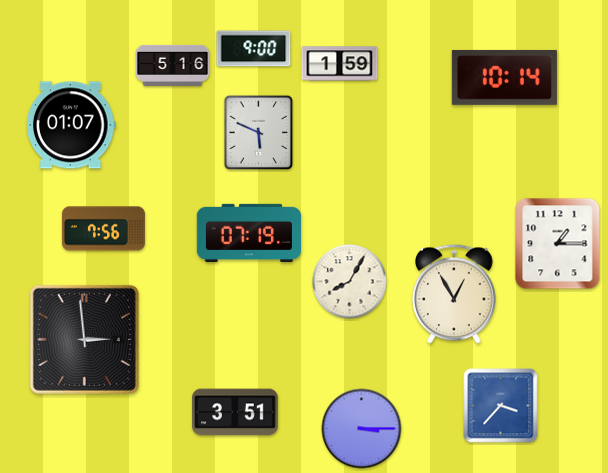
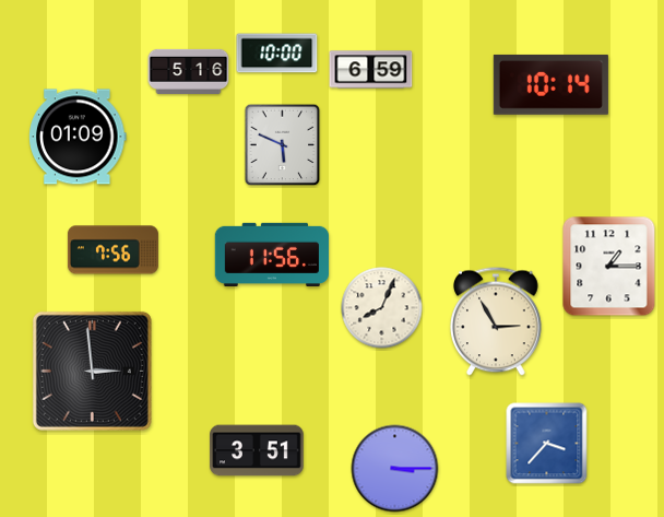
clock at (254, 49): 9:00 -> 10:00
clock at (340, 64): 1:59 -> 6:59
clock at (71, 125): 01:07 -> 01:09
clock at (248, 232): 07:19 -> 11:56
clock at (350, 282): 8:05 -> 8:04
clock at (455, 294): 12:55 -> 2:55
